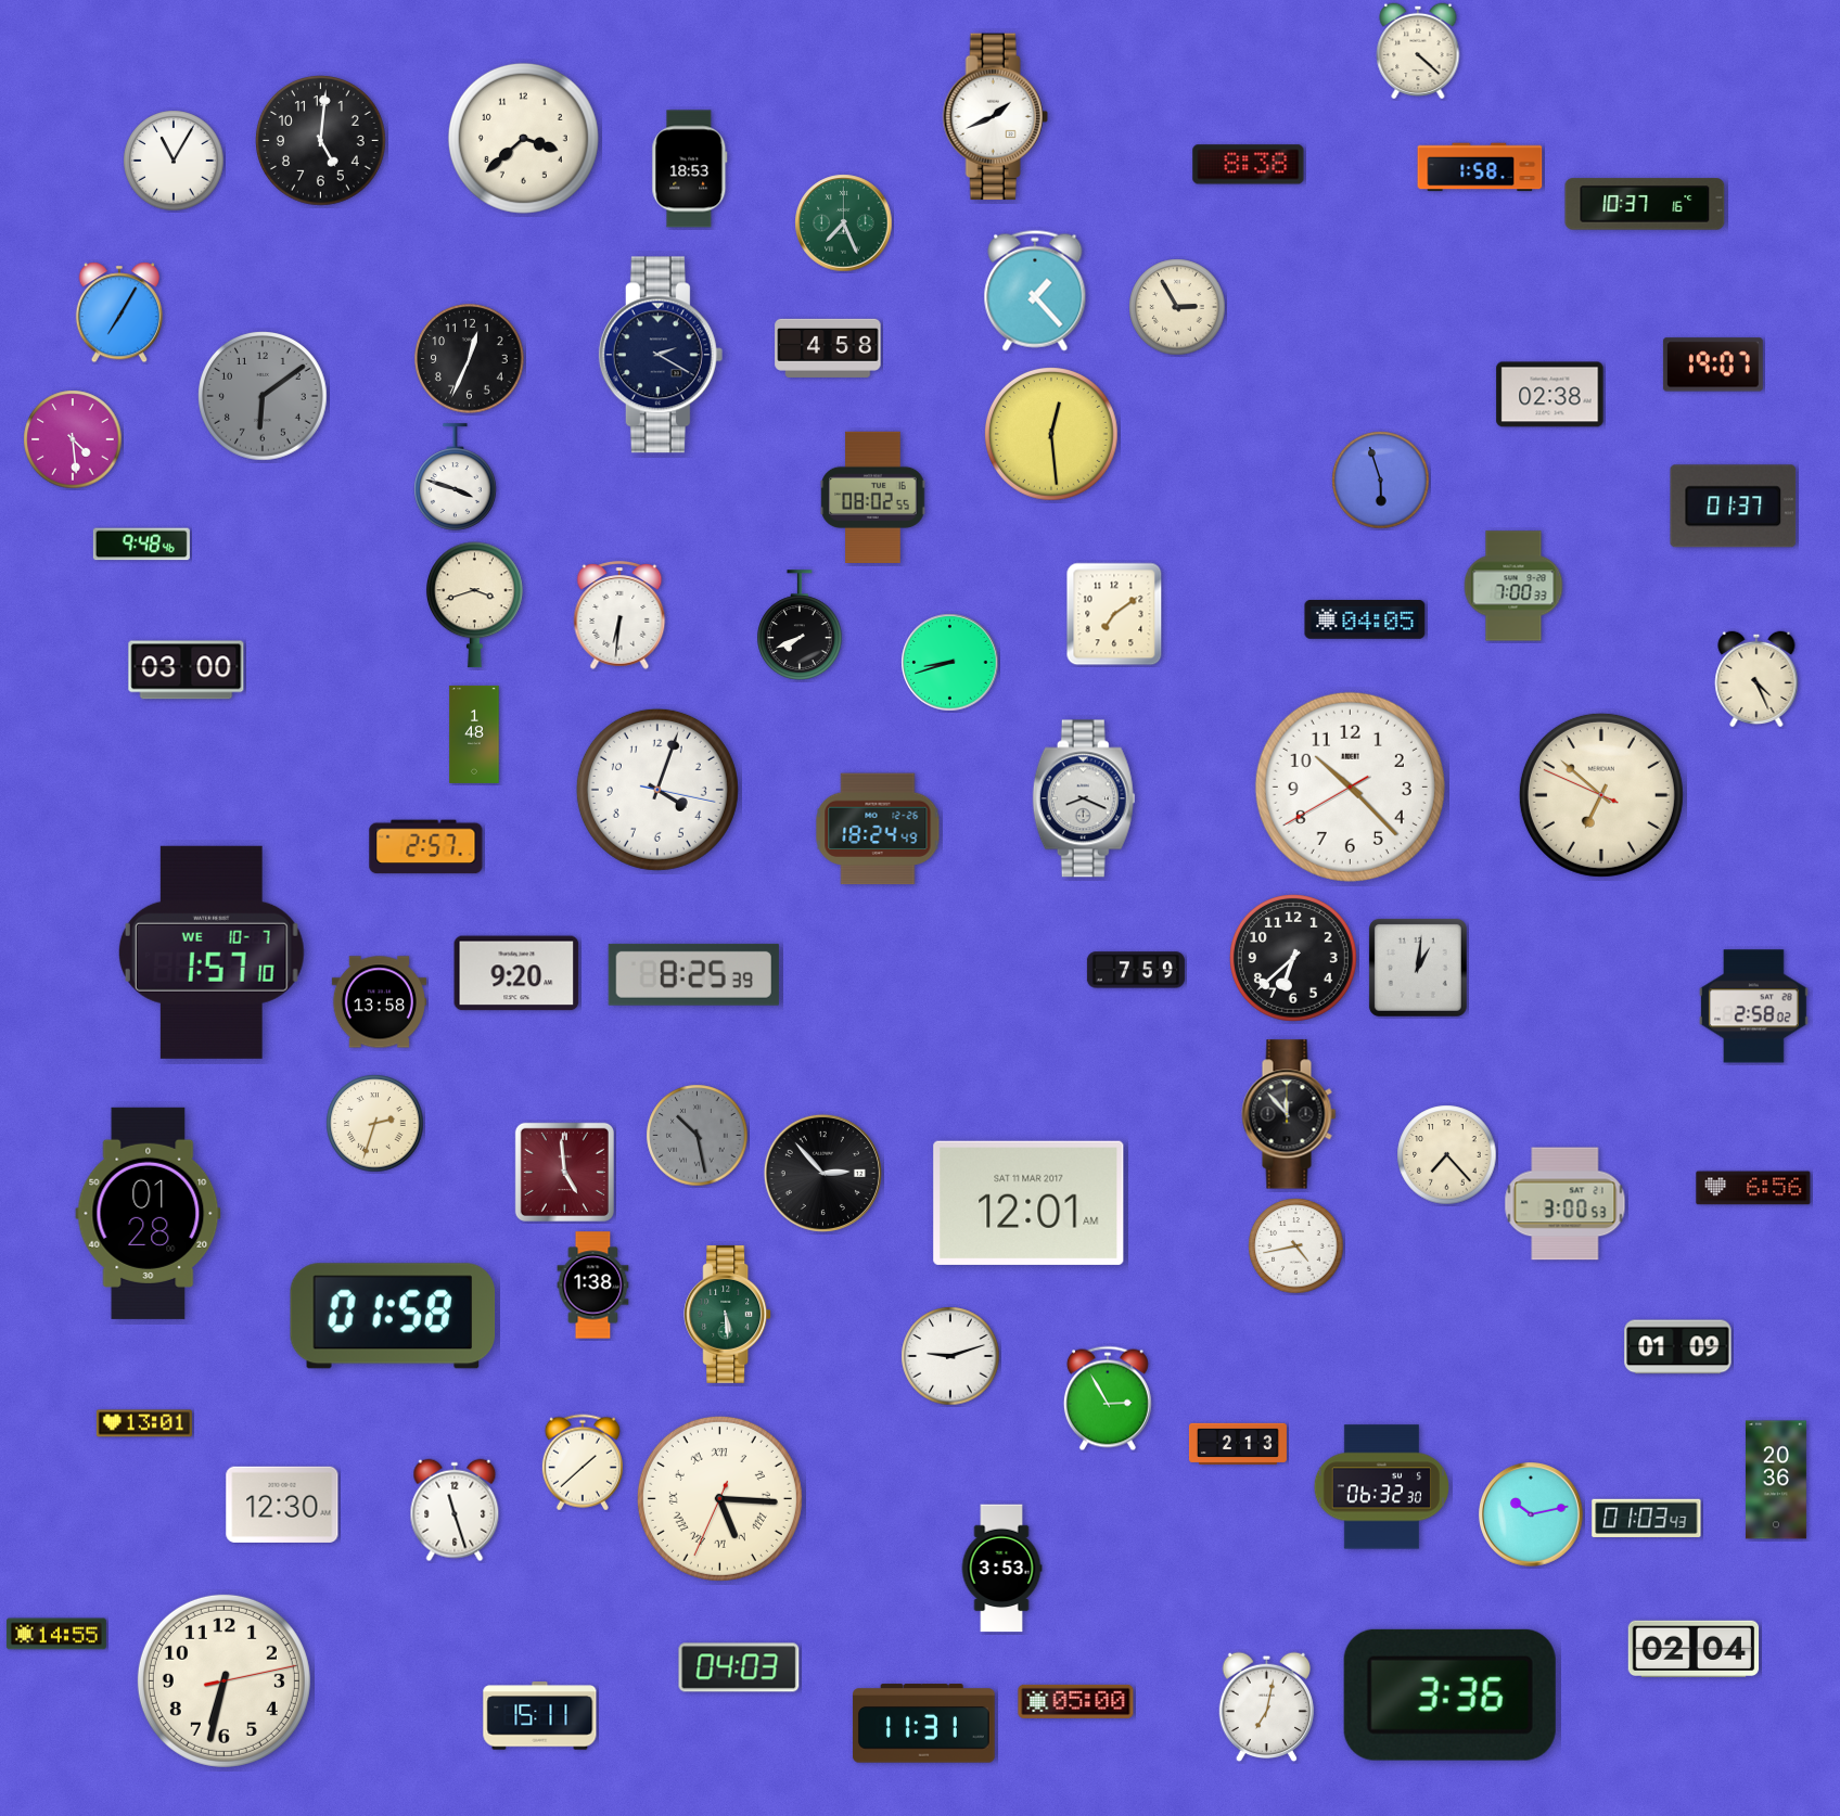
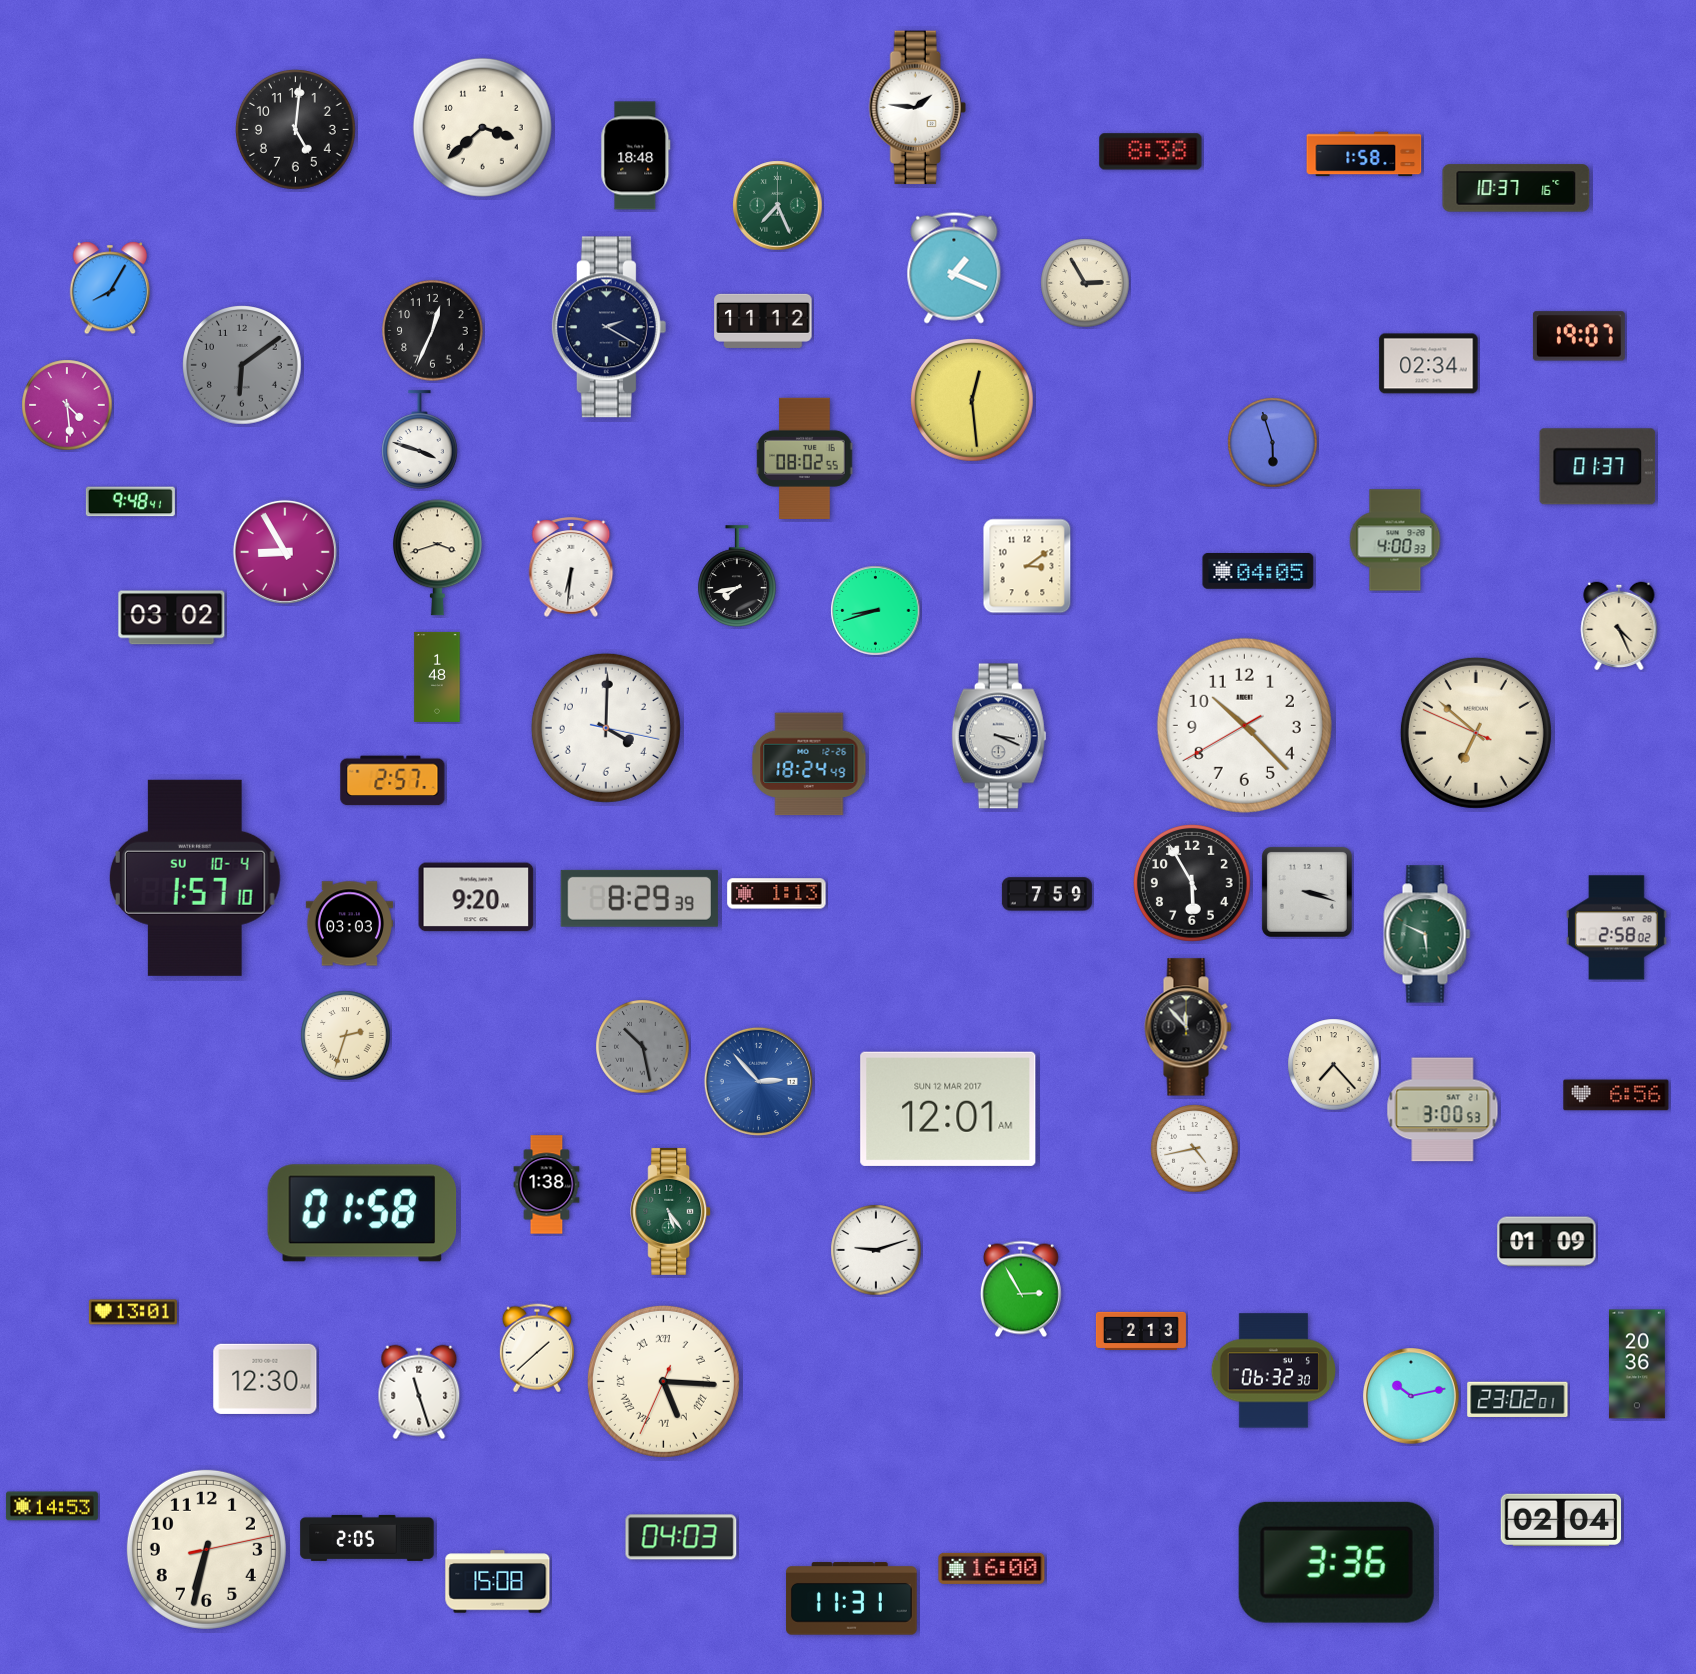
clock at (1418, 51): 4:22 -> none
clock at (995, 117): 1:41 -> 1:46
clock at (174, 161): 11:05 -> none
clock at (690, 169): 18:53 -> 18:48
clock at (1035, 291): 1:23 -> 1:19
clock at (119, 312): 7:05 -> 8:05
clock at (828, 348): 4:58 -> 11:12
clock at (1550, 395): 02:38 -> 02:34
clock at (1051, 434) position: (1051, 434) -> (972, 400)
clock at (141, 545): 9:48:46 -> 9:48:41
clock at (1513, 586): 7:00 -> 4:00
clock at (285, 552): none -> 8:55
clock at (1114, 614): 7:09 -> 3:09
clock at (800, 625): 7:41 -> 7:43
clock at (187, 670): 03:00 -> 03:02
clock at (657, 790): 4:03 -> 4:00
clock at (1084, 798): 8:19 -> 3:19
clock at (212, 952) date: WE 10-7 -> SU 10-4
clock at (1294, 959): 6:38 -> 5:55
clock at (1418, 968): 1:01 -> 3:18
clock at (777, 894): none -> 1:13
clock at (693, 974): 8:25 -> 8:29
clock at (379, 1002): 13:58 -> 03:03
clock at (1427, 934): none -> 5:49
clock at (564, 1172): 4:59 -> none
clock at (822, 1173) dial: black -> blue
clock at (1028, 1203) date: SAT 11 MAR 2017 -> SUN 12 MAR 2017
clock at (149, 1213): 01:28 -> none
clock at (728, 1314): 5:29 -> 5:24
clock at (282, 1505) position: (282, 1505) -> (265, 1379)
clock at (1647, 1518): 01:03 -> 23:02
clock at (1001, 1569): 3:53 -> none
clock at (56, 1634): 14:55 -> 14:53
clock at (367, 1538): none -> 2:05
clock at (1076, 1701): 05:00 -> 16:00
clock at (1267, 1708): 7:02 -> none
clock at (540, 1716): 15:11 -> 15:08
clock at (924, 1724) position: (924, 1724) -> (852, 1599)
